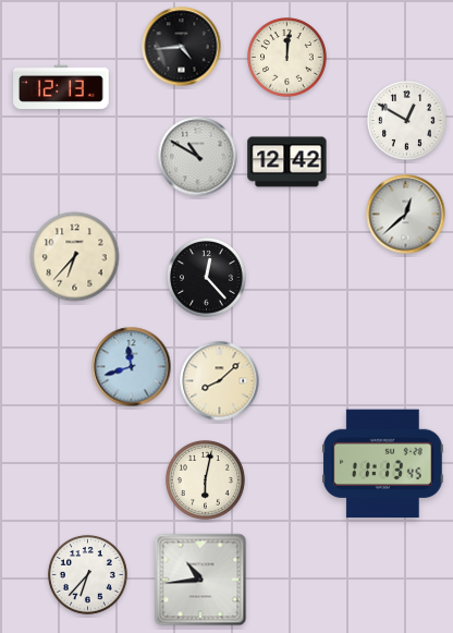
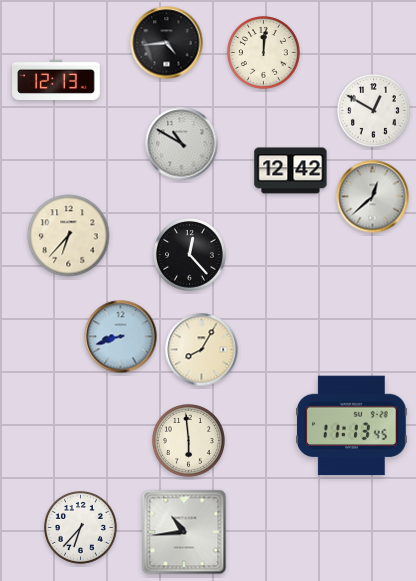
clock at (287, 162) position: (287, 162) -> (291, 171)
clock at (132, 367): 11:42 -> 8:42
clock at (220, 381): 8:08 -> 8:05
clock at (206, 480): 6:02 -> 5:59
